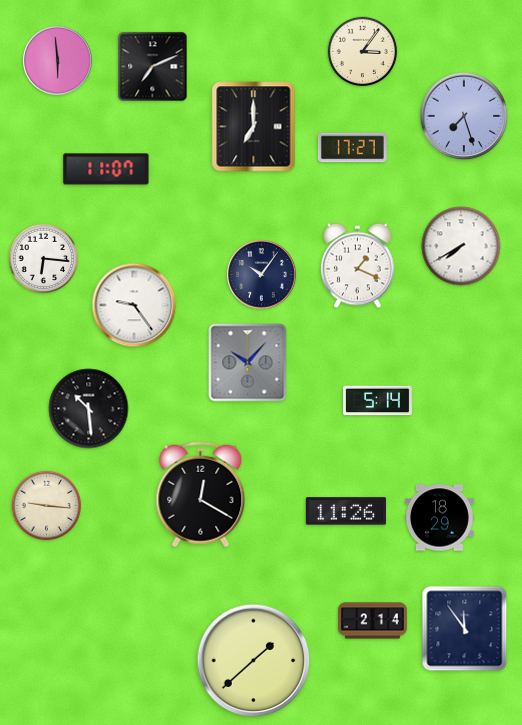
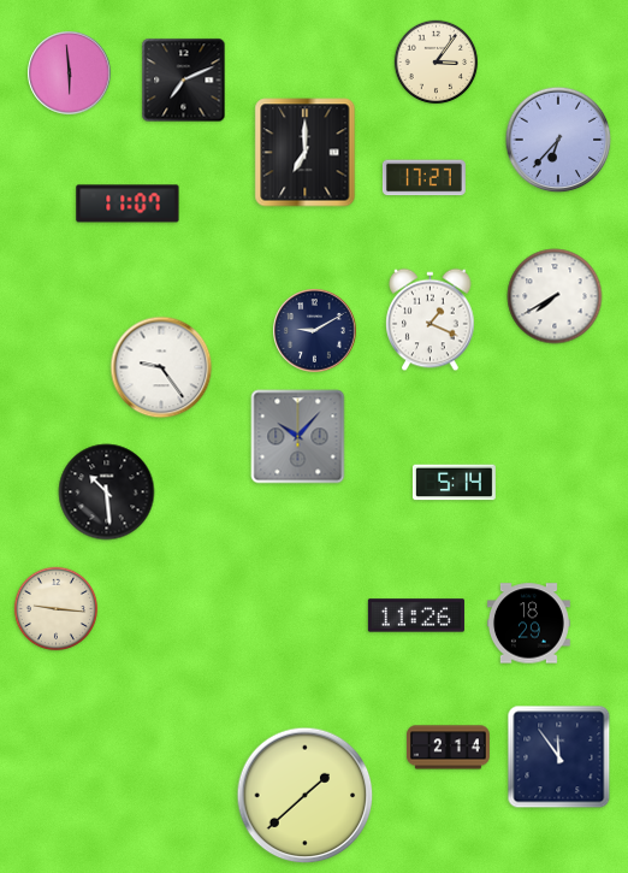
clock at (464, 116): 7:27 -> 6:37
clock at (44, 259): 6:16 -> none
clock at (262, 275): 10:06 -> 9:10
clock at (201, 495): 12:20 -> none
